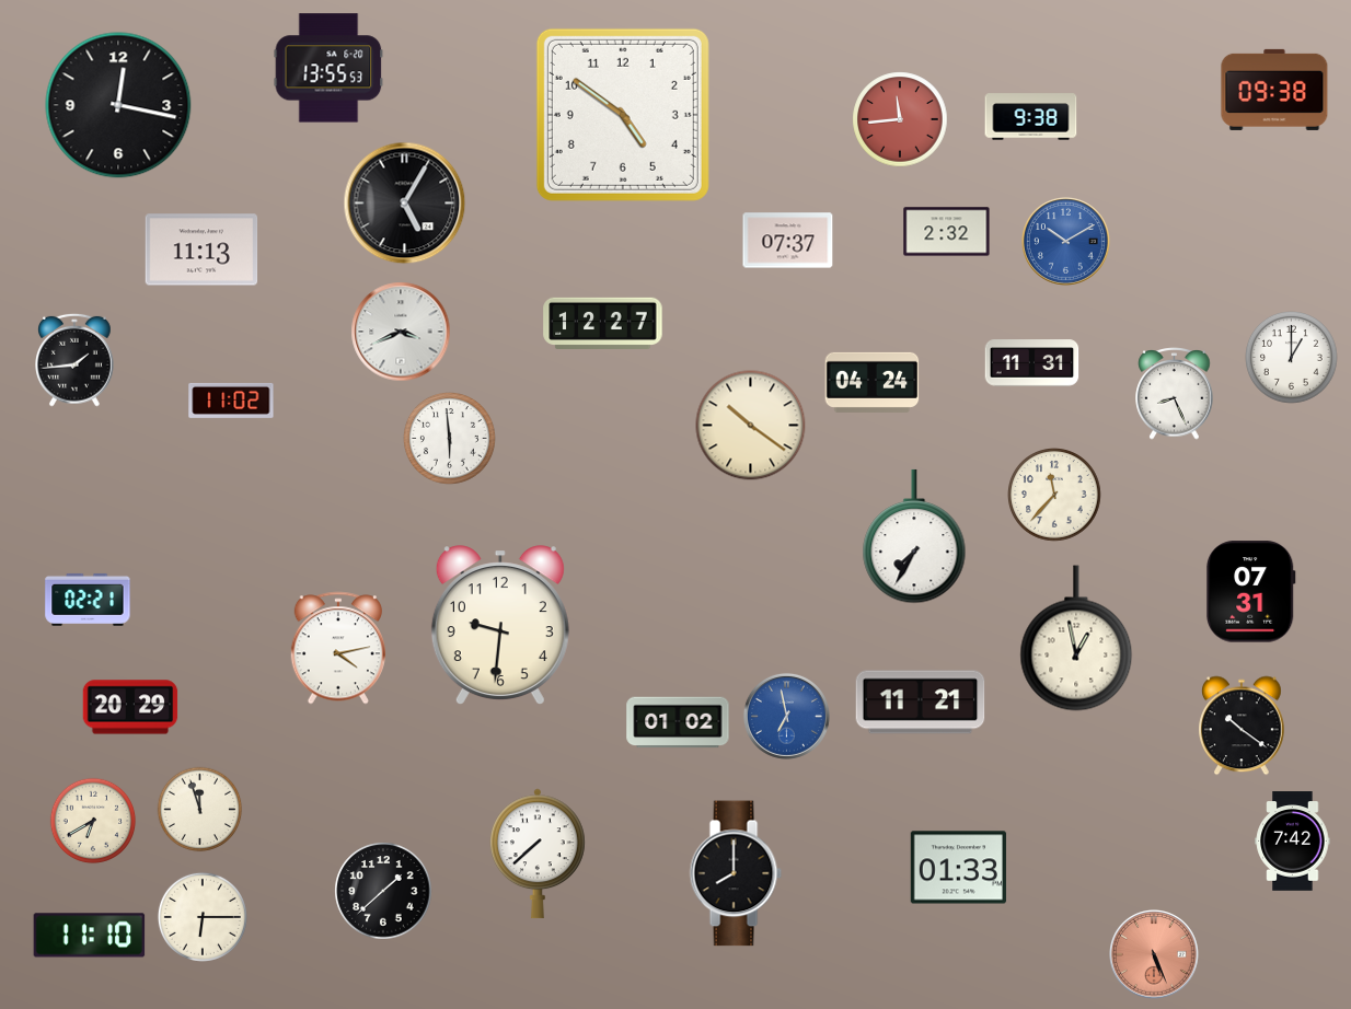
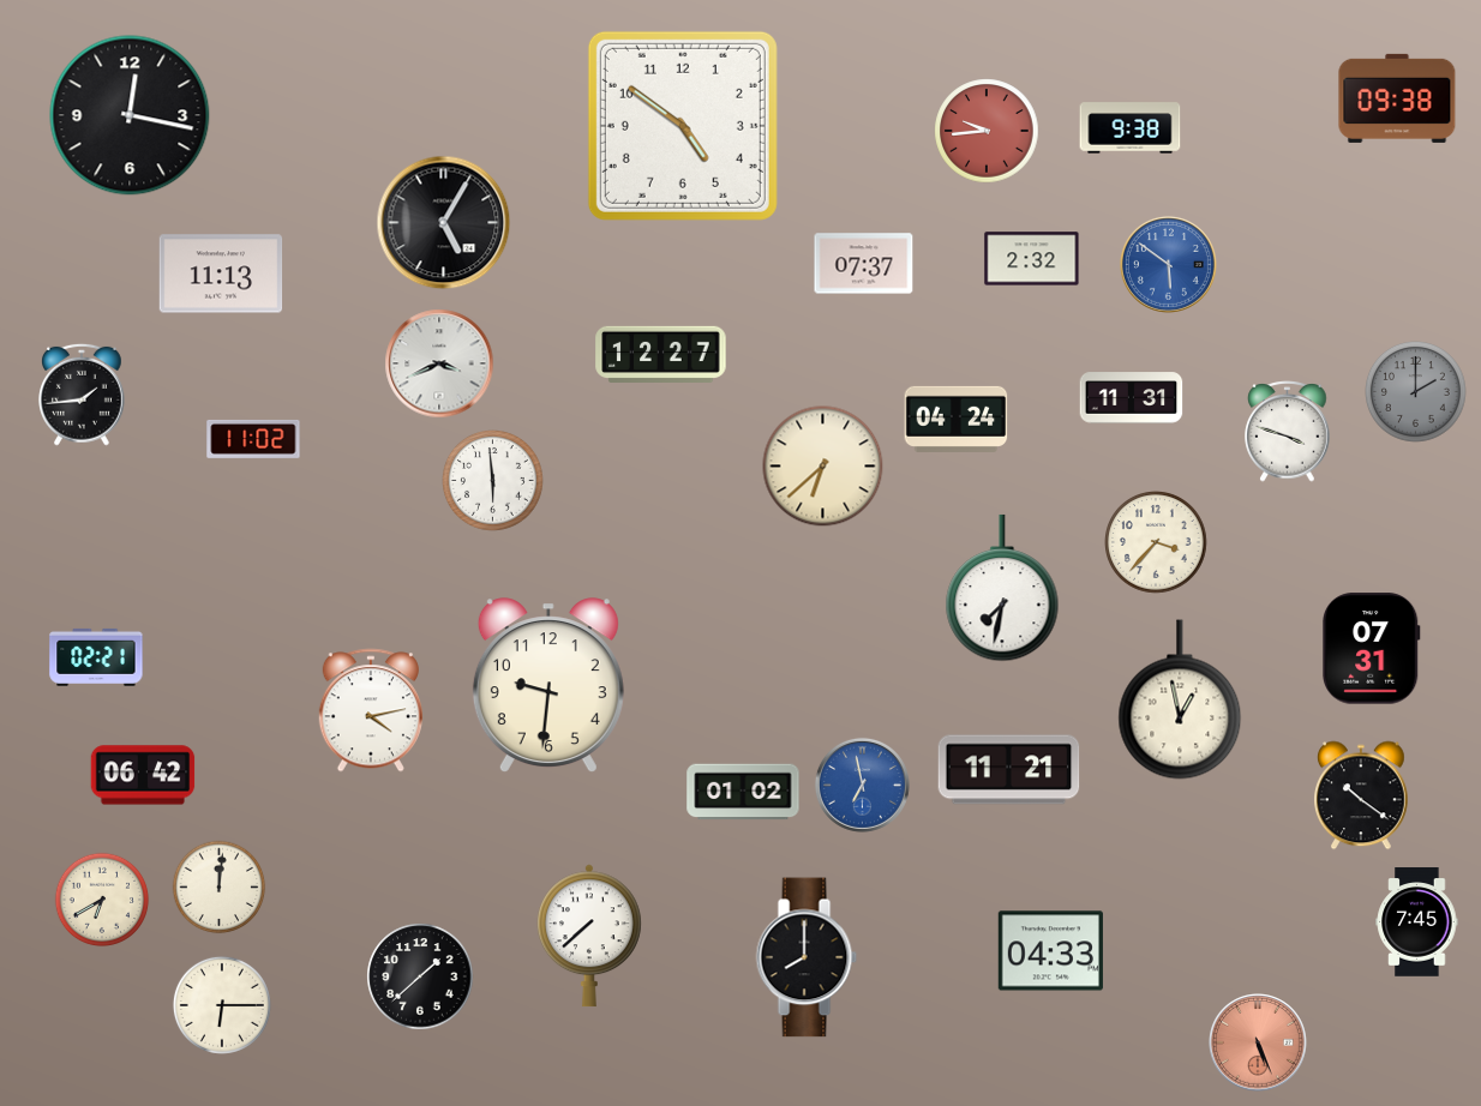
clock at (328, 68): 13:55 -> none
clock at (900, 119): 11:44 -> 9:44
clock at (947, 232) position: (947, 232) -> (1032, 259)
clock at (1065, 241): 10:10 -> 5:51
clock at (1292, 358): 1:00 -> 2:00
clock at (1292, 358) dial: white -> grey
clock at (1175, 394): 8:26 -> 3:48
clock at (751, 426): 10:21 -> 6:38
clock at (1054, 495): 11:37 -> 3:37
clock at (914, 536): 7:35 -> 7:32
clock at (130, 707): 20:29 -> 06:42
clock at (200, 810): 11:57 -> 12:01
clock at (1293, 842): 7:42 -> 7:45
clock at (958, 868): 01:33 -> 04:33
clock at (90, 936): 11:10 -> none
clock at (1155, 955) position: (1155, 955) -> (1259, 1044)
